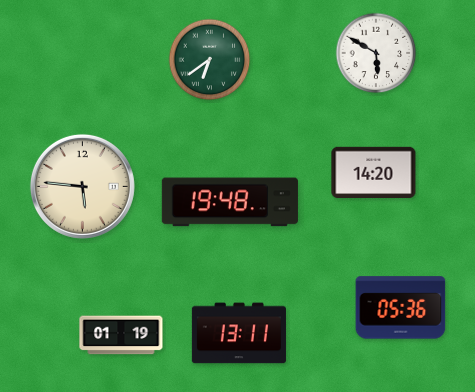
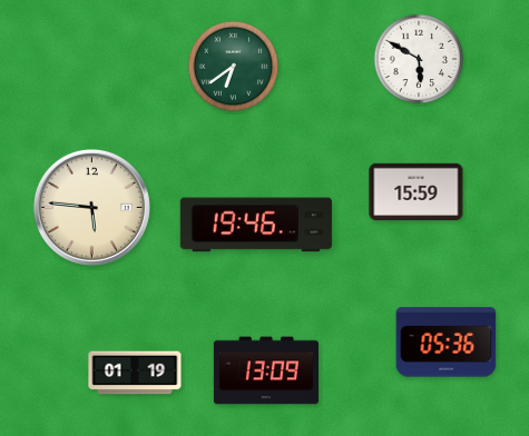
clock at (374, 173): 14:20 -> 15:59
clock at (230, 202): 19:48 -> 19:46
clock at (239, 333): 13:11 -> 13:09
